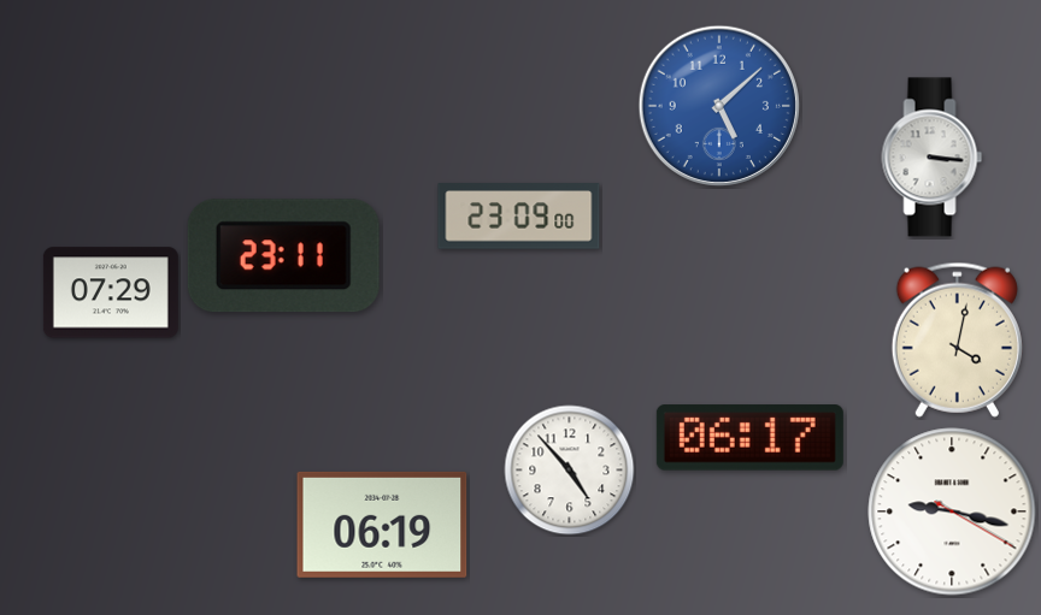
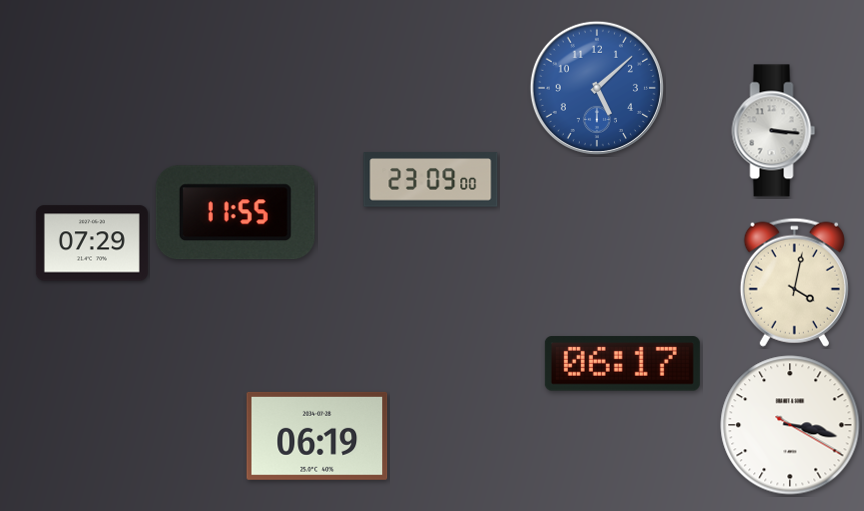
clock at (283, 256): 23:11 -> 11:55
clock at (570, 471): 4:53 -> none
clock at (952, 511): 9:17 -> 3:17
